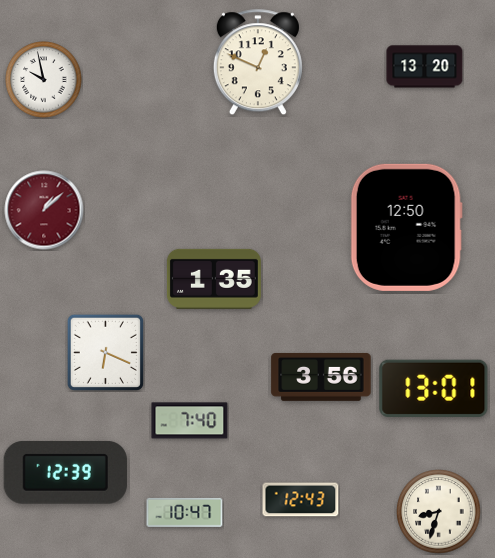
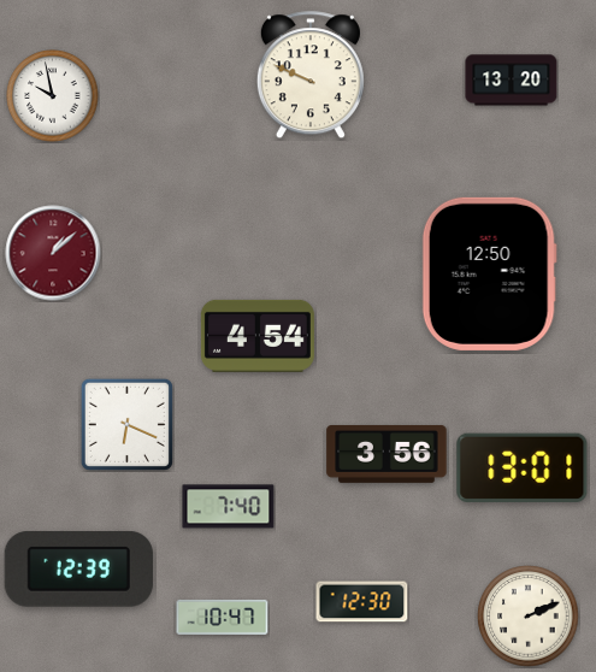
clock at (258, 63): 12:49 -> 9:49
clock at (214, 279): 1:35 -> 4:54
clock at (301, 500): 12:43 -> 12:30
clock at (439, 512): 8:33 -> 2:11
